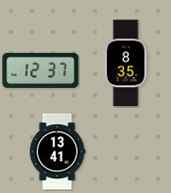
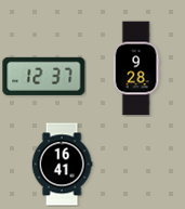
clock at (126, 63): 8:35 -> 9:28
clock at (57, 152): 13:41 -> 16:41
